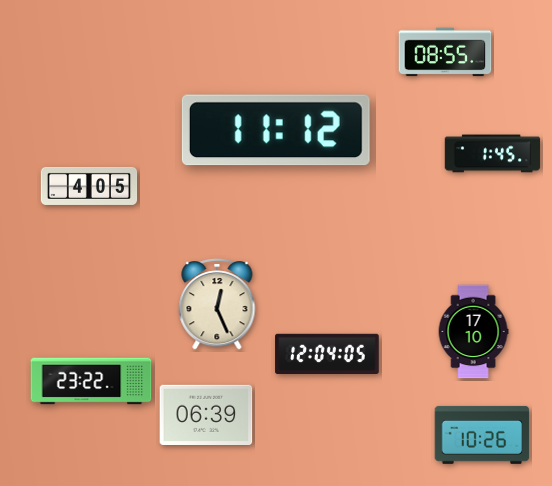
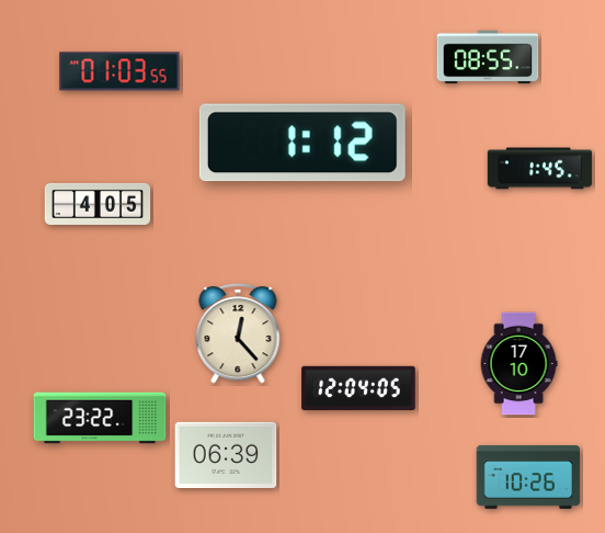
clock at (119, 71): none -> 01:03
clock at (276, 130): 11:12 -> 1:12
clock at (217, 304): 12:26 -> 12:23
